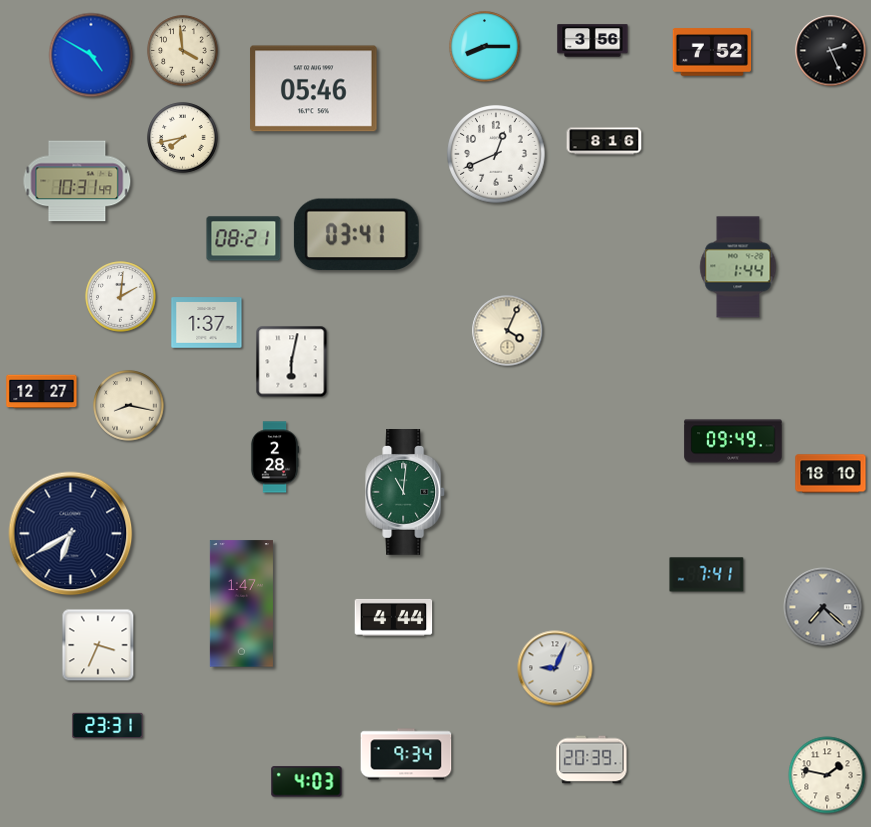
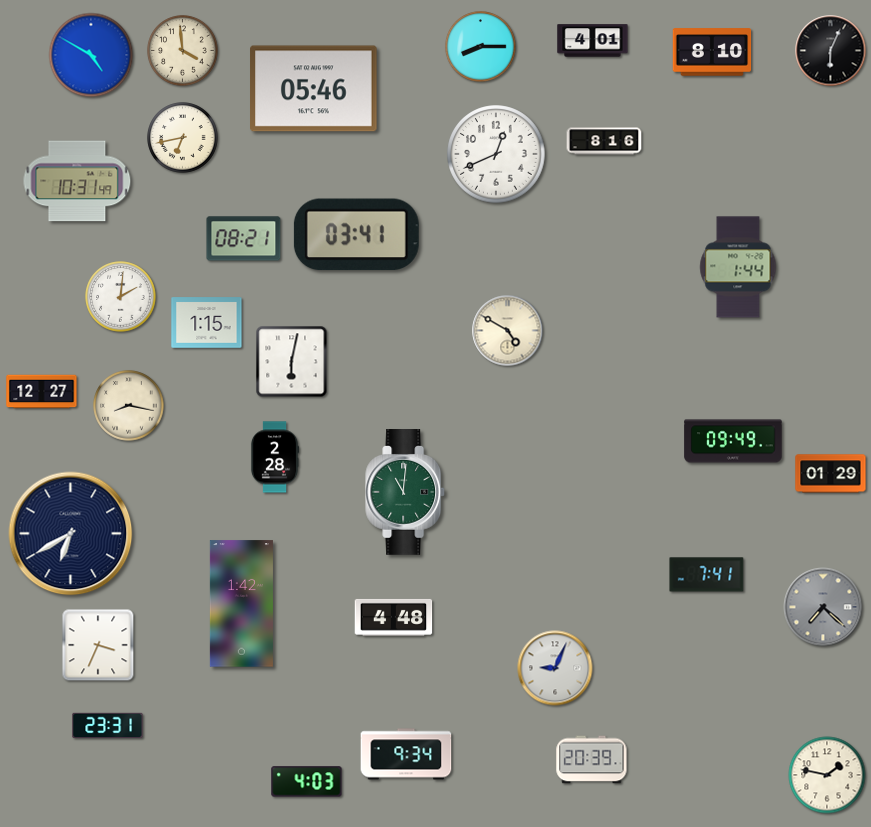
clock at (593, 41): 3:56 -> 4:01
clock at (485, 47) position: (485, 47) -> (481, 47)
clock at (831, 51): 2:26 -> 6:04
clock at (712, 52): 7:52 -> 8:10
clock at (183, 138): 7:43 -> 6:43
clock at (207, 323): 1:37 -> 1:15
clock at (508, 331): 4:04 -> 4:50
clock at (831, 474): 18:10 -> 01:29
clock at (241, 604): 1:47 -> 1:42
clock at (394, 617): 4:44 -> 4:48
